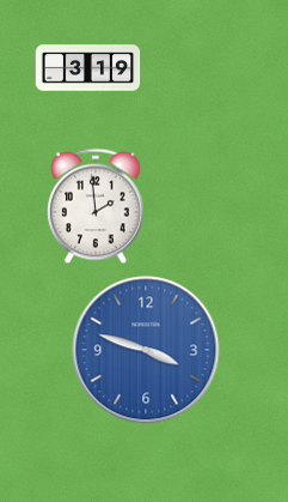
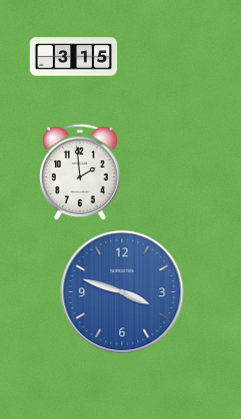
clock at (88, 68): 3:19 -> 3:15
